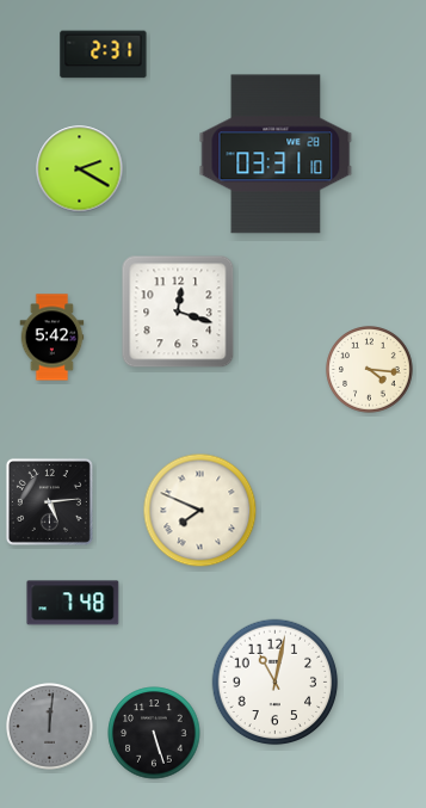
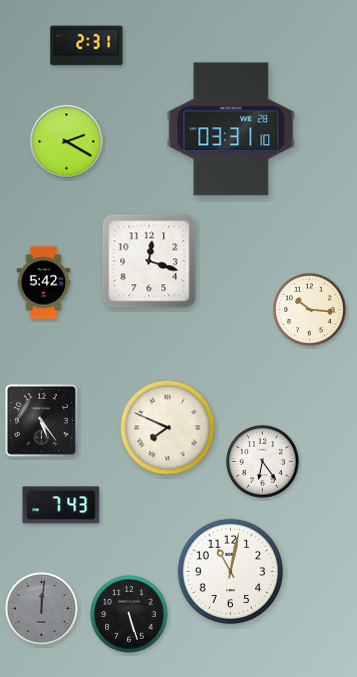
clock at (370, 370): 4:16 -> 10:16
clock at (49, 501): 5:14 -> 5:24
clock at (263, 462): none -> 6:24
clock at (73, 603): 7:48 -> 7:43
